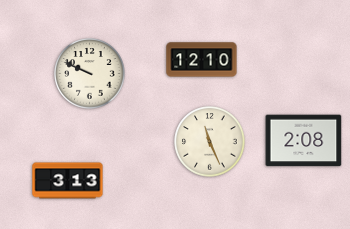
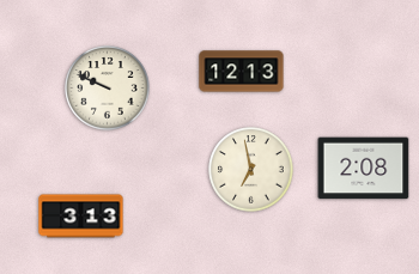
clock at (202, 60): 12:10 -> 12:13
clock at (210, 142): 11:26 -> 6:58
